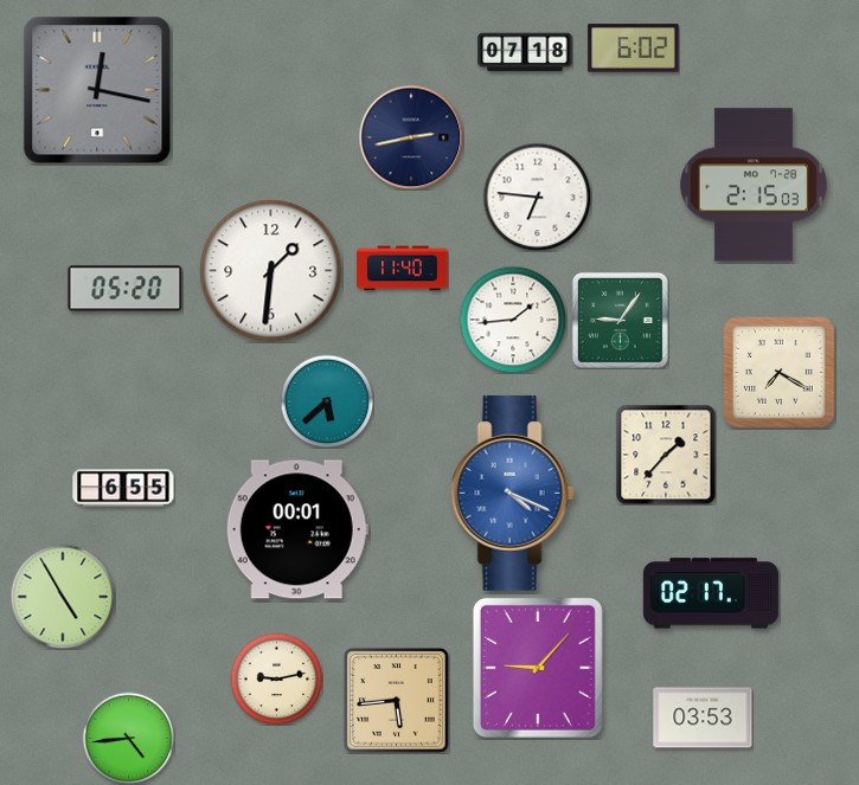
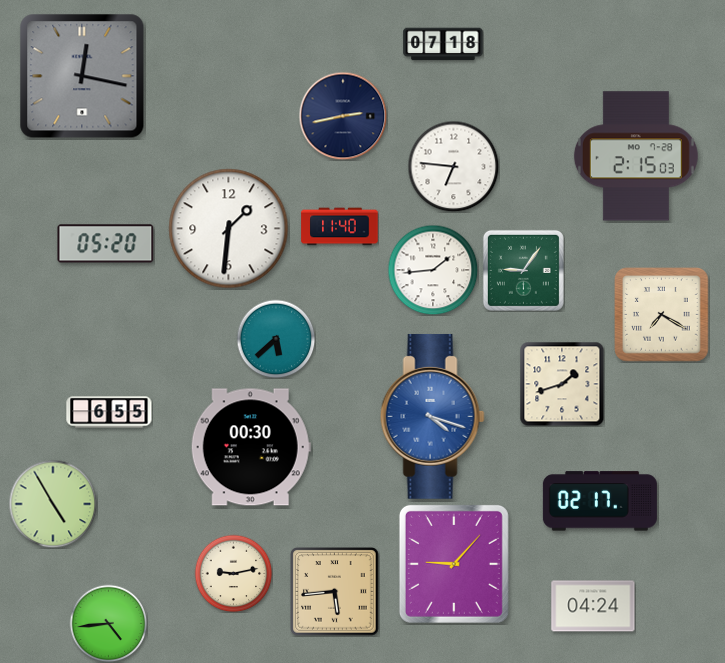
clock at (634, 49): 6:02 -> none
clock at (411, 137) position: (411, 137) -> (343, 116)
clock at (780, 373) position: (780, 373) -> (662, 315)
clock at (666, 455): 1:37 -> 1:42
clock at (123, 488) position: (123, 488) -> (109, 412)
clock at (512, 493): 4:19 -> 4:18
clock at (297, 529): 00:01 -> 00:30
clock at (703, 718): 03:53 -> 04:24
